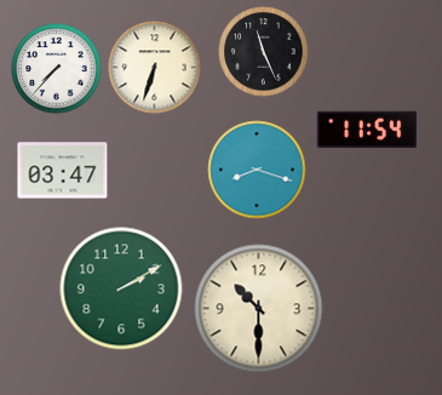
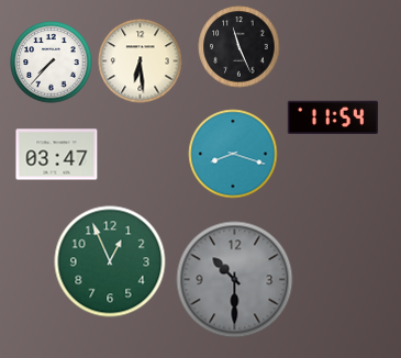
clock at (155, 68): 6:33 -> 6:29
clock at (121, 288): 2:10 -> 12:56
clock at (259, 309) dial: cream -> grey
